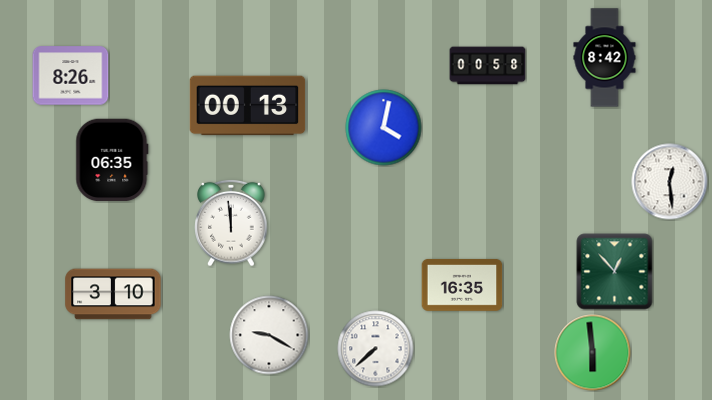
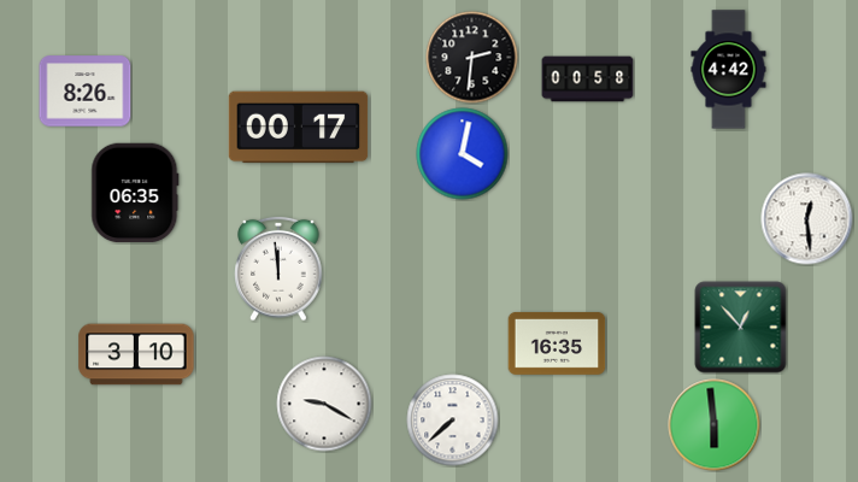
clock at (472, 58): none -> 2:31
clock at (605, 58): 8:42 -> 4:42
clock at (248, 106): 00:13 -> 00:17
